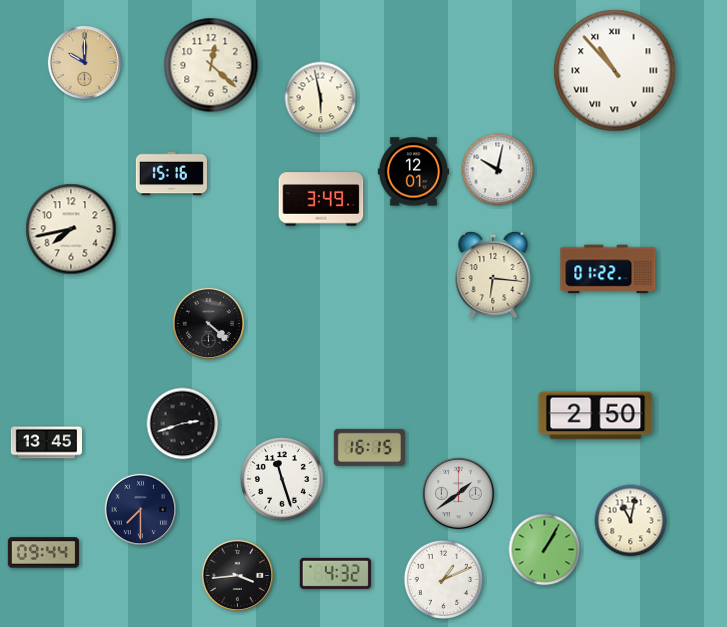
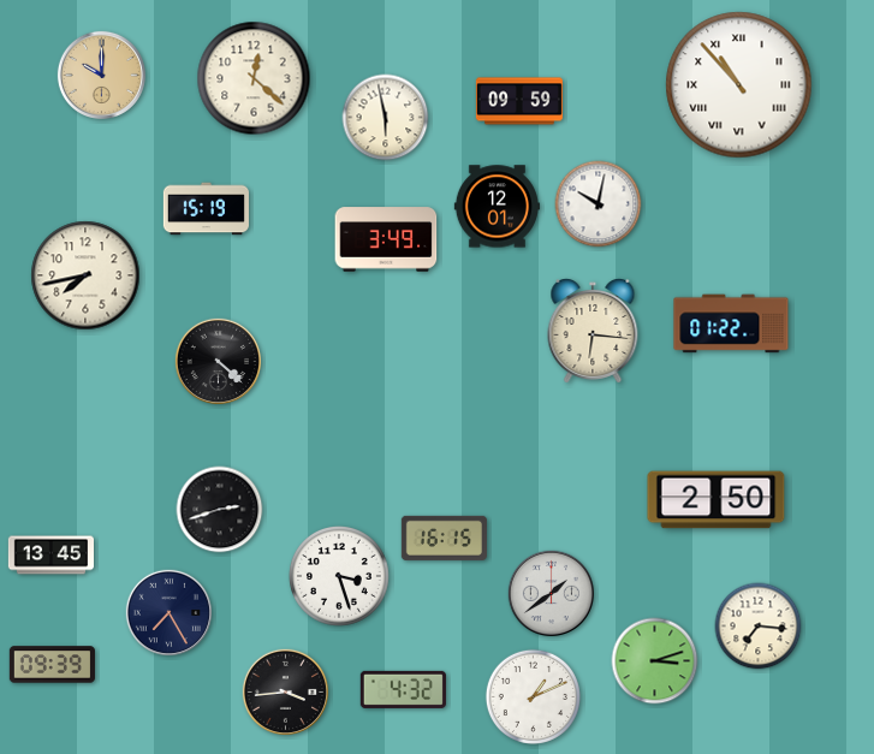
clock at (519, 101): none -> 09:59
clock at (171, 174): 15:16 -> 15:19
clock at (208, 323) position: (208, 323) -> (218, 361)
clock at (46, 443) position: (46, 443) -> (50, 556)
clock at (283, 480): 11:27 -> 3:27
clock at (140, 509): 7:30 -> 7:25
clock at (631, 521): 11:02 -> 7:16
clock at (545, 550): 1:05 -> 3:12
clock at (43, 553): 09:44 -> 09:39
